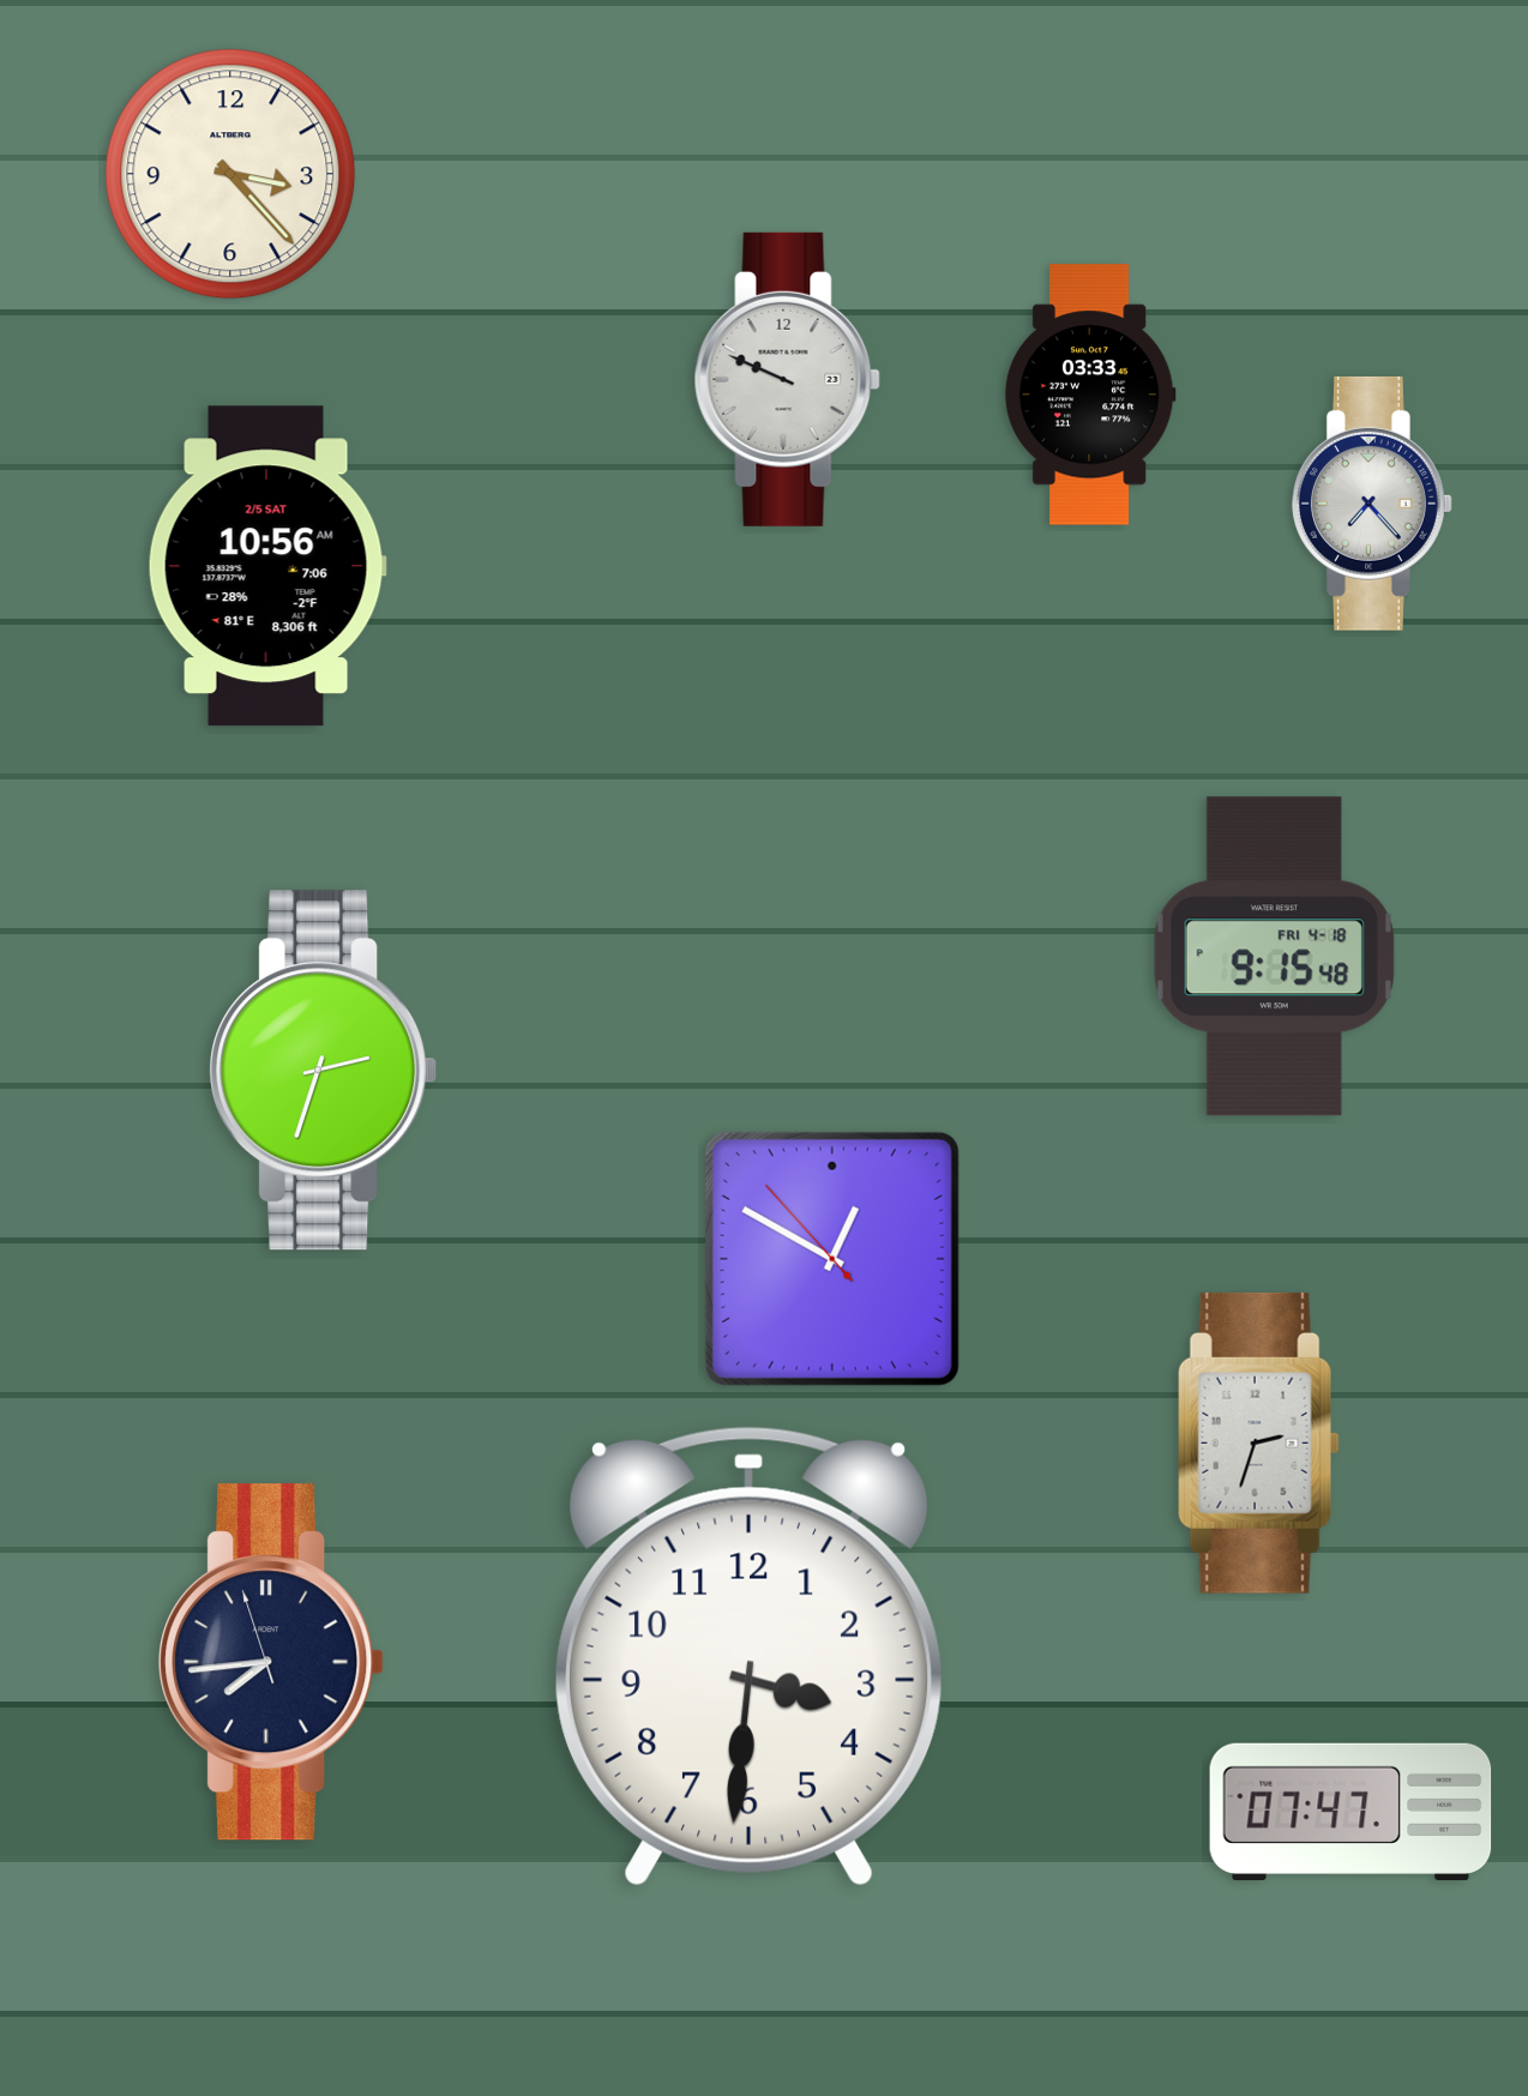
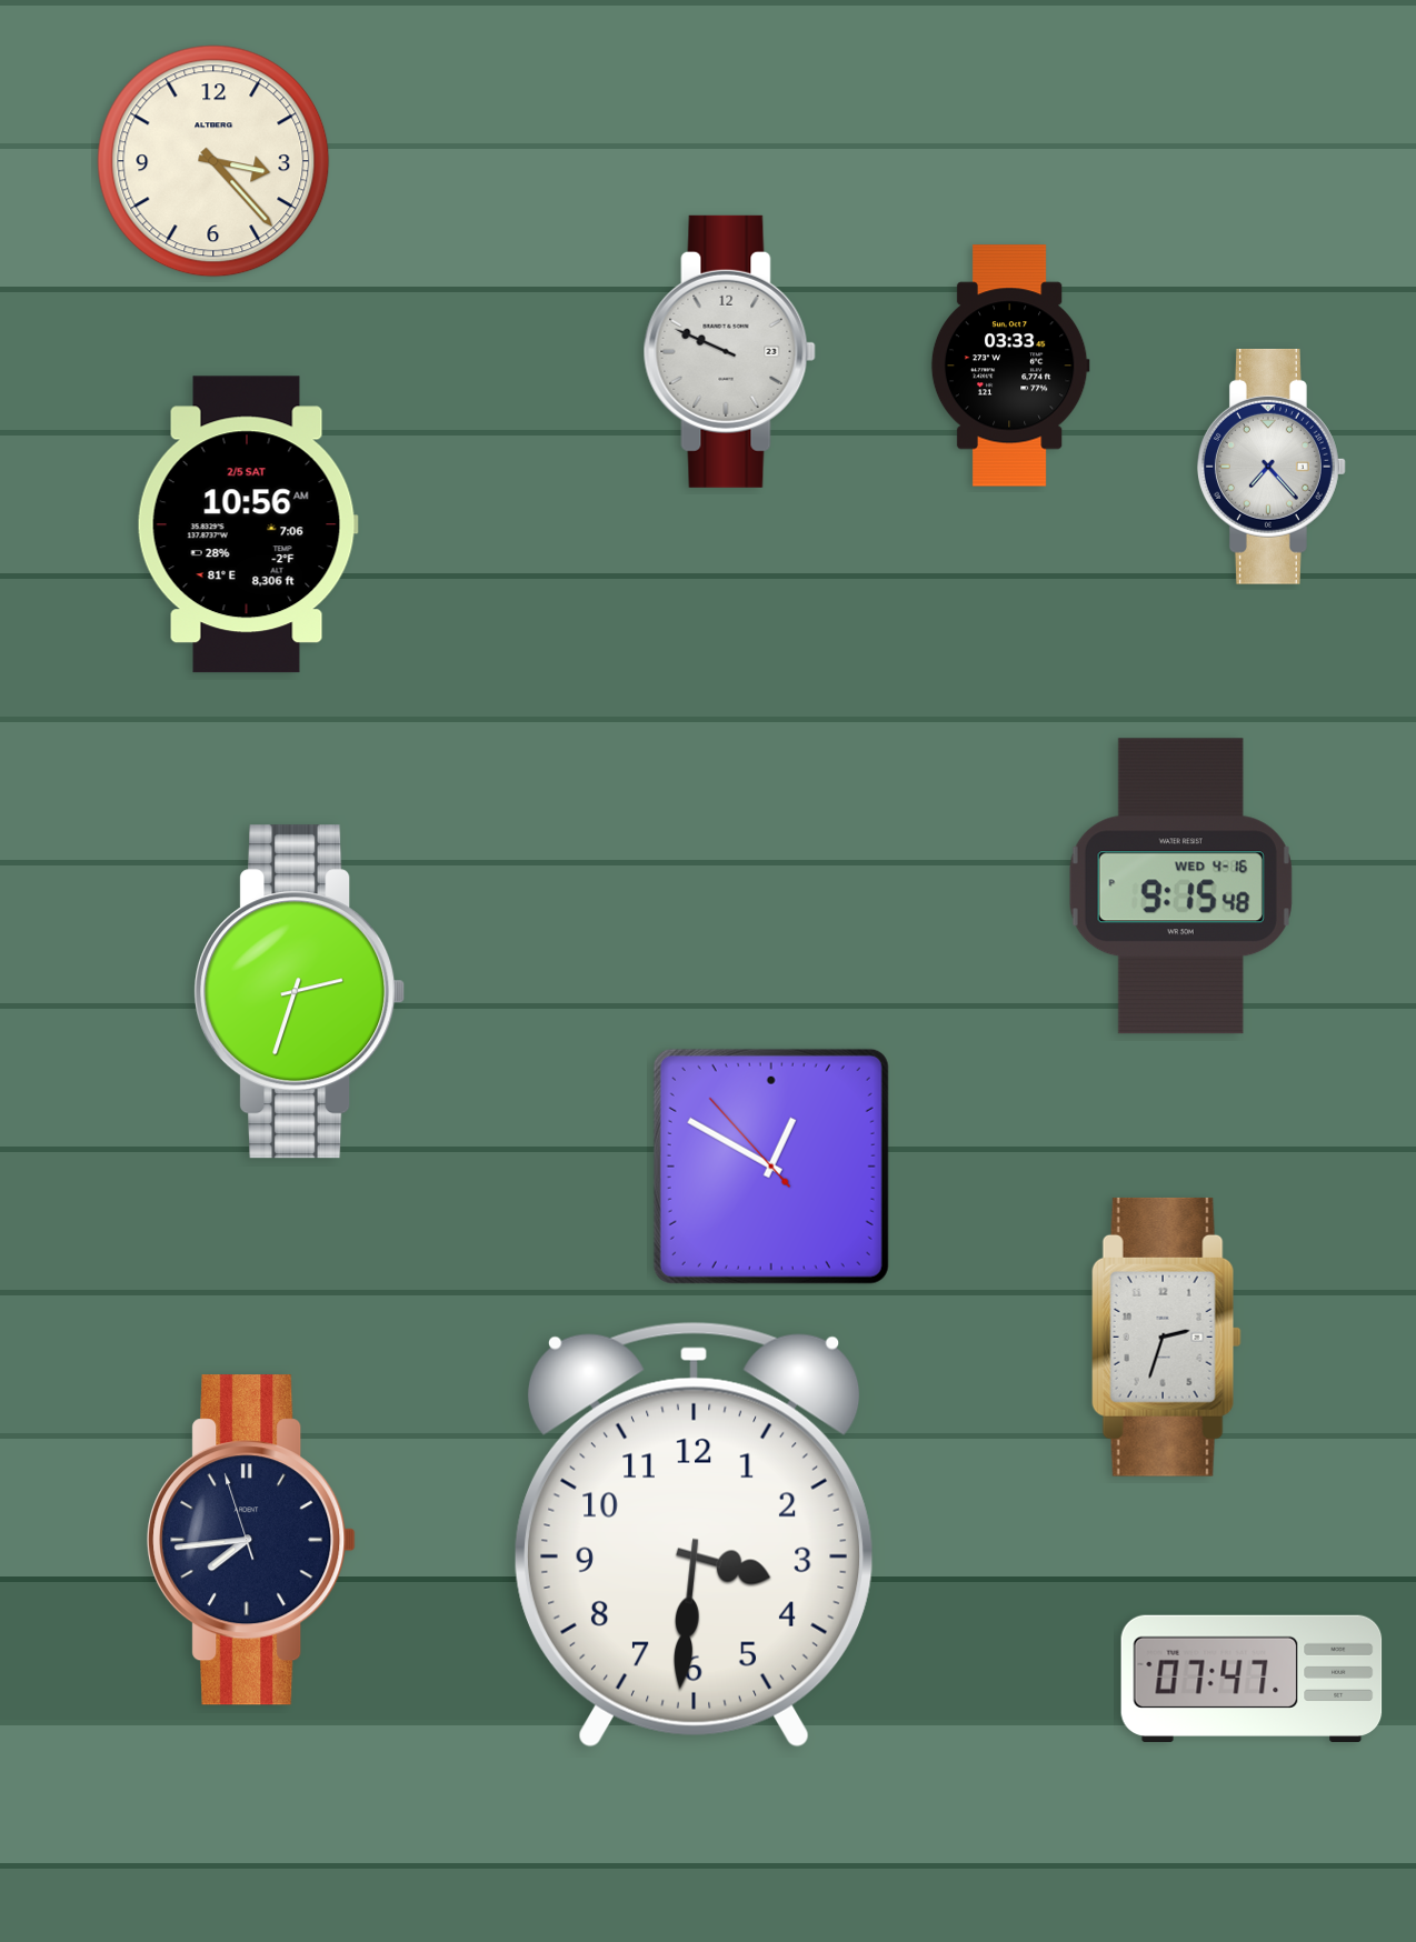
clock at (1274, 957) date: FRI 4-18 -> WED 4-16
